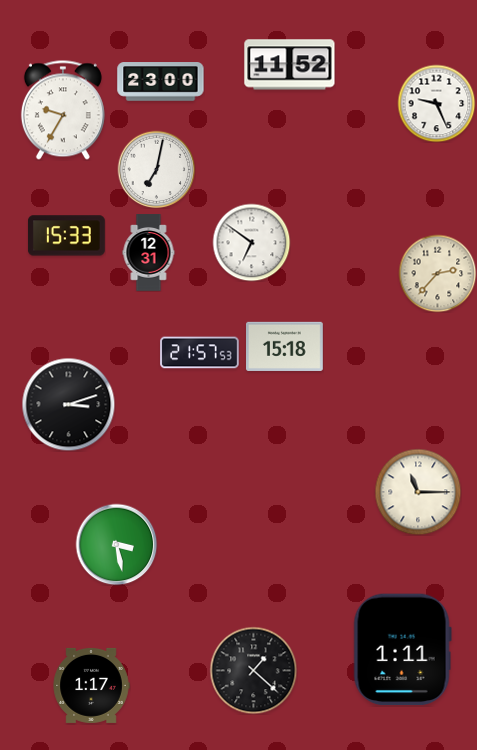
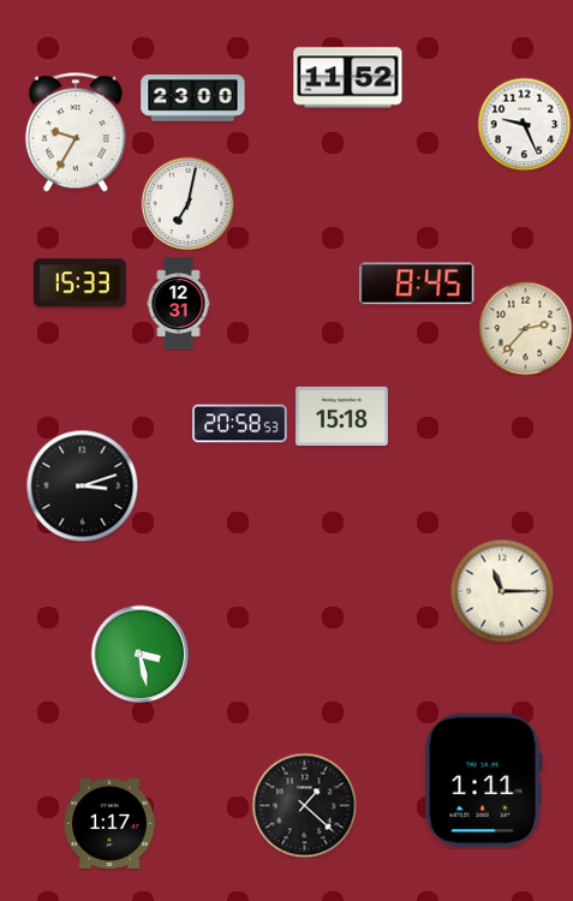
clock at (417, 284): none -> 8:45
clock at (251, 242): 6:51 -> none
clock at (200, 353): 21:57 -> 20:58
